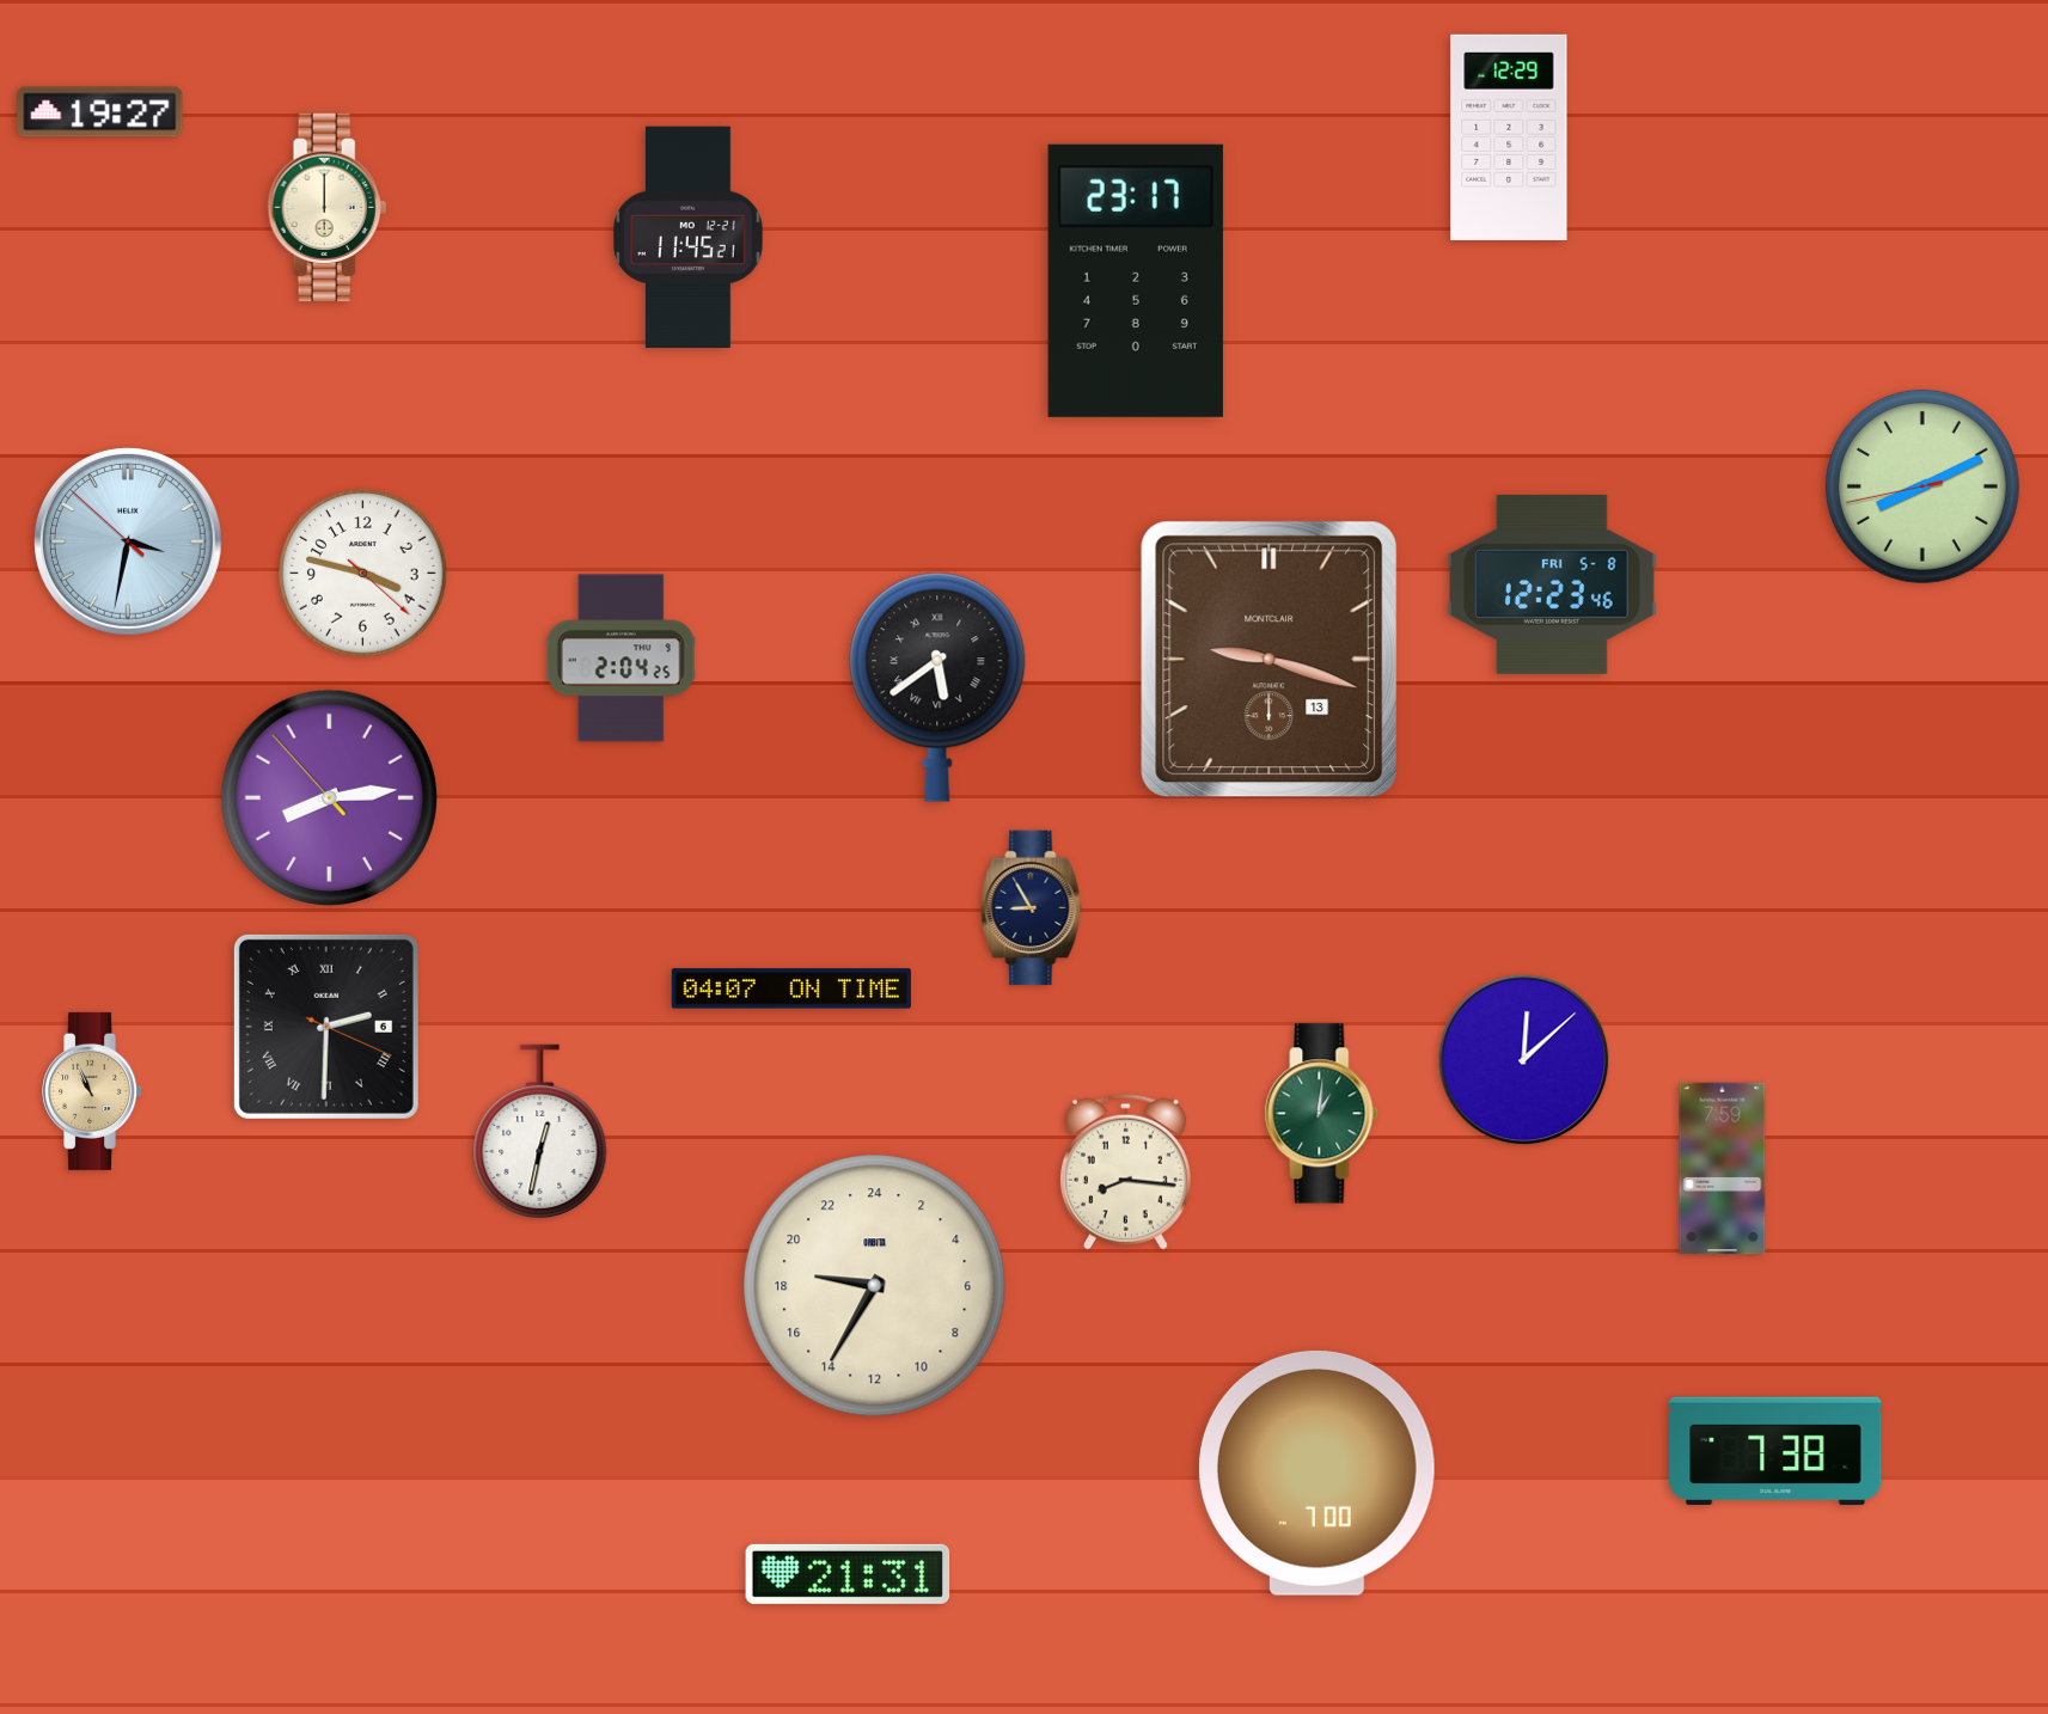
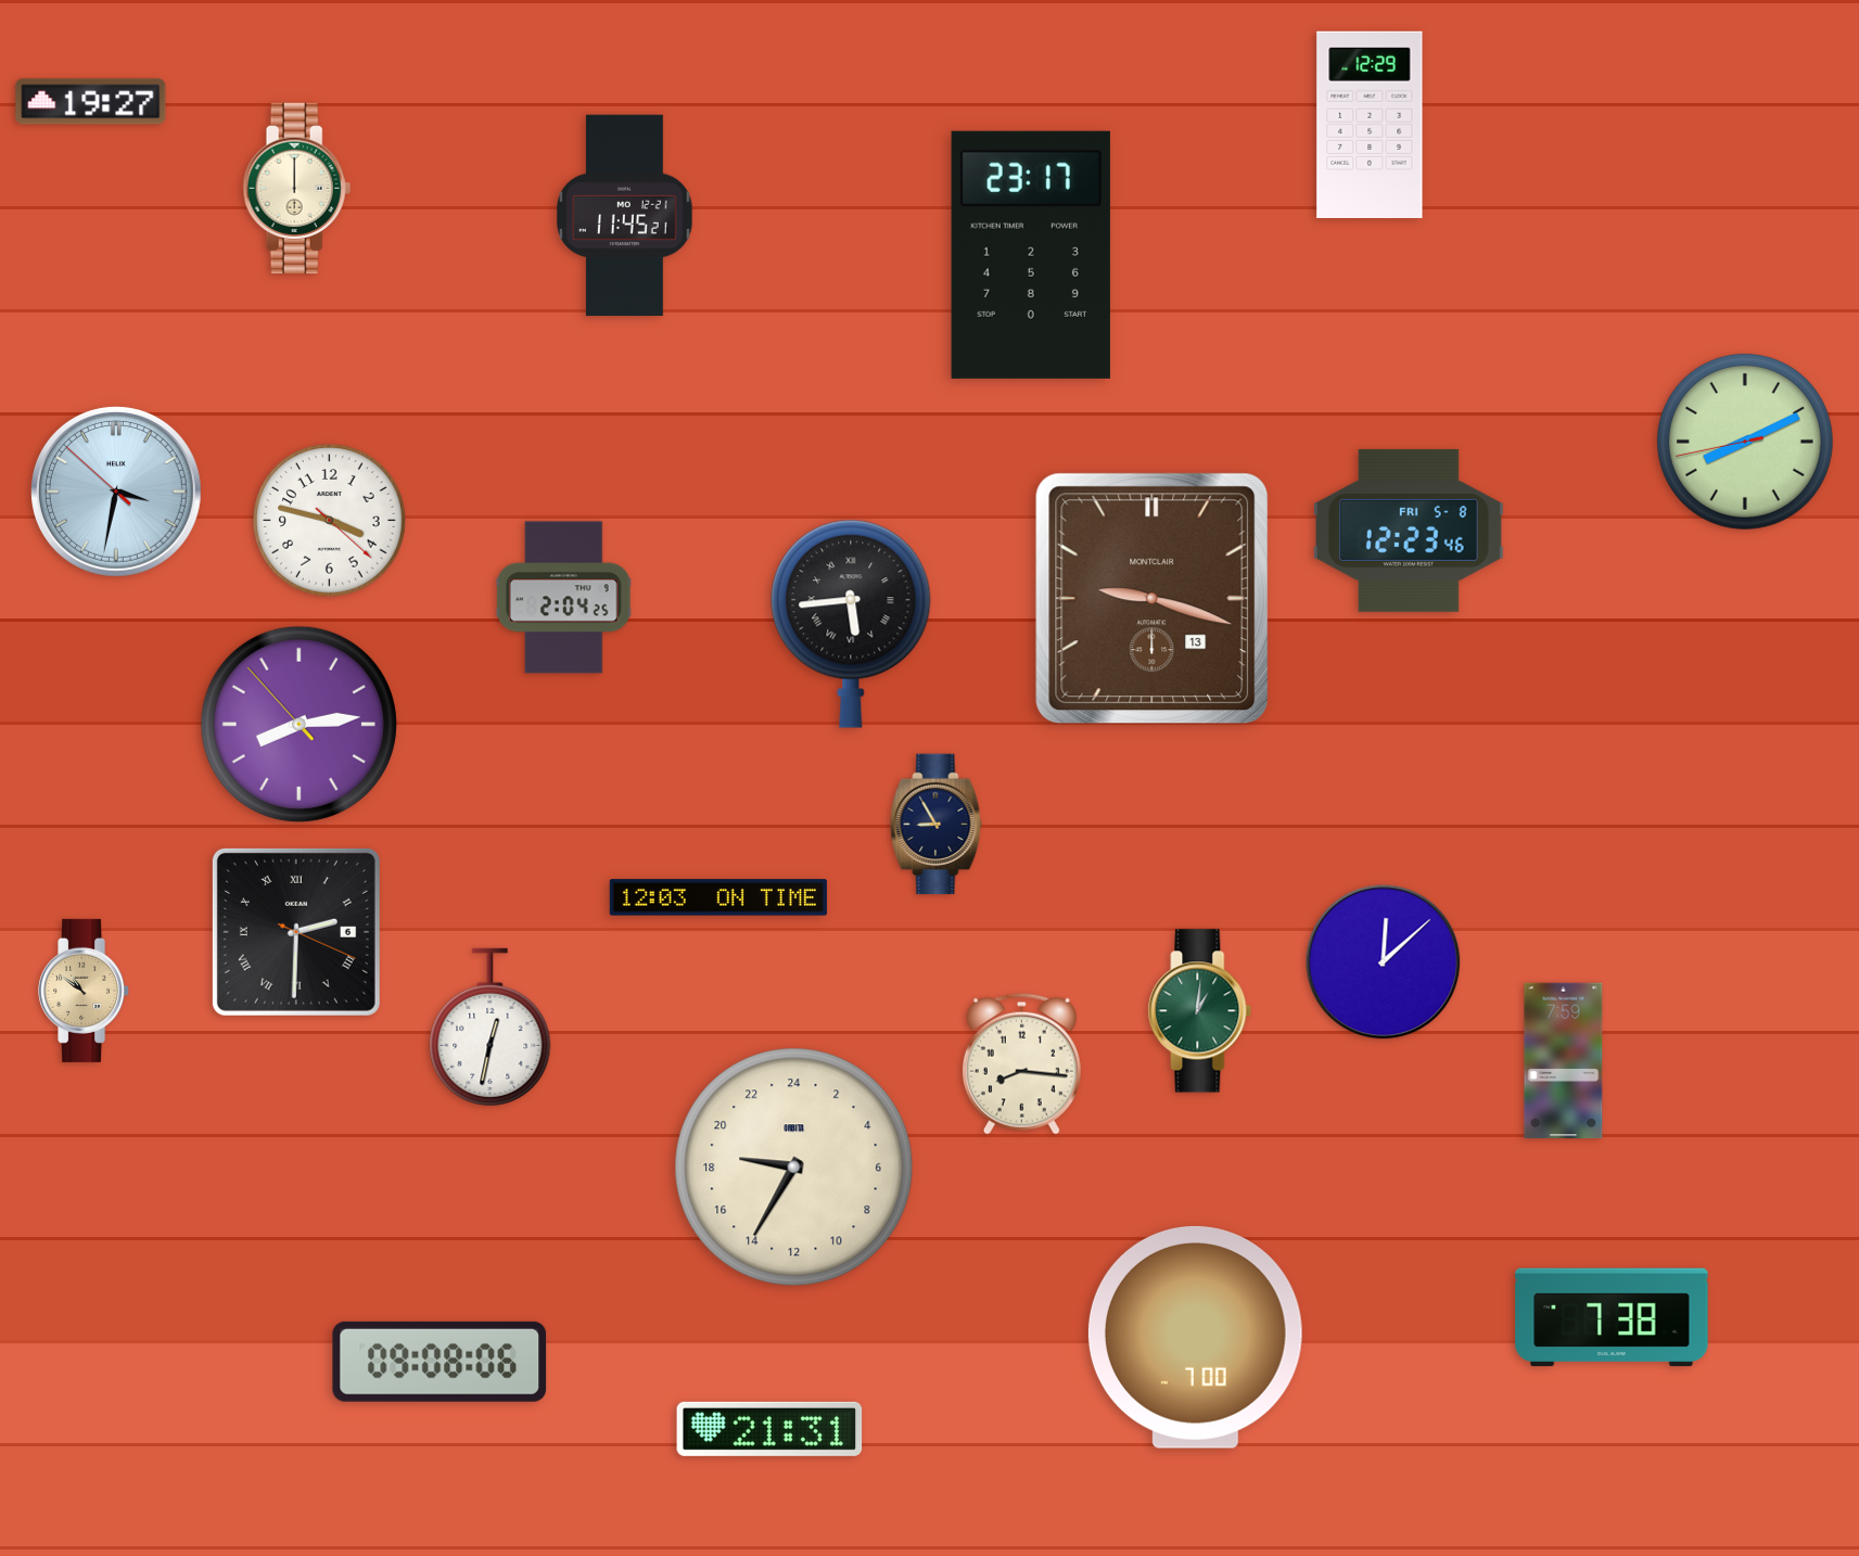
clock at (937, 687): 5:39 -> 5:44
clock at (791, 988): 04:07 -> 12:03
clock at (93, 1091): 10:56 -> 10:51
clock at (440, 1362): none -> 09:08
